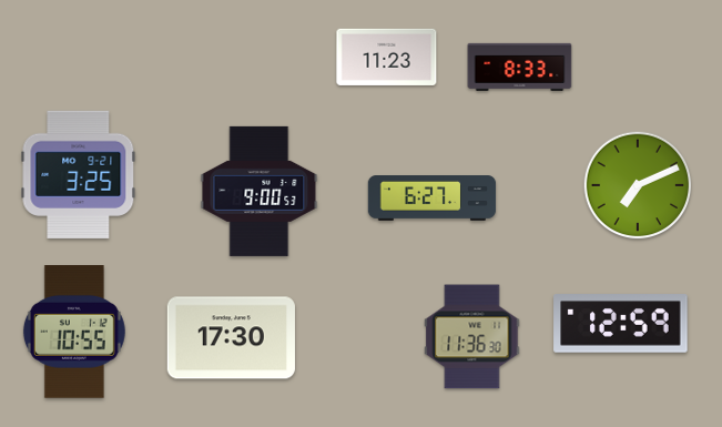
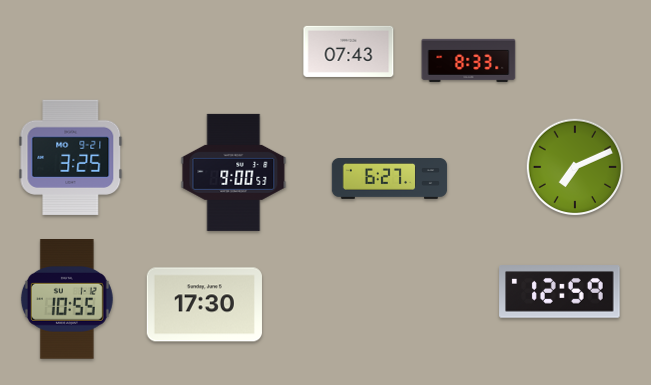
clock at (387, 57): 11:23 -> 07:43
clock at (472, 337): 11:36 -> none
clock at (231, 338) position: (231, 338) -> (204, 305)
